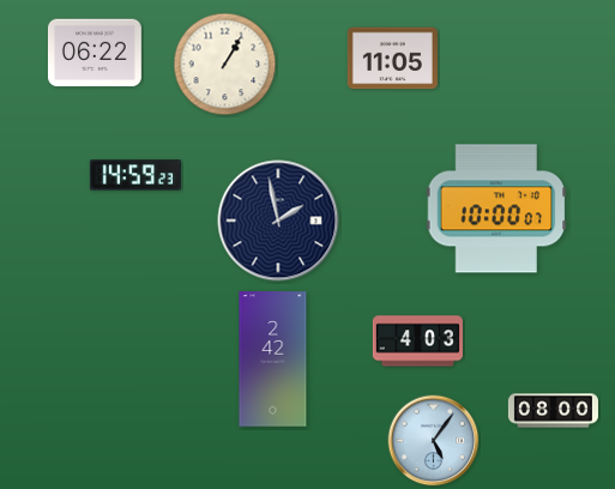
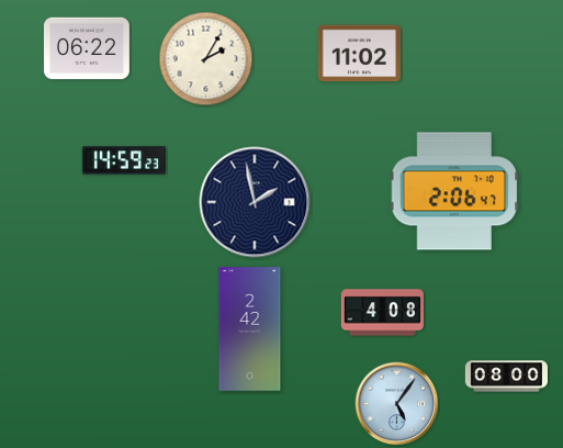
clock at (392, 59): 11:05 -> 11:02
clock at (225, 65): 1:05 -> 2:05
clock at (496, 209): 10:00 -> 2:06
clock at (417, 342): 4:03 -> 4:08
